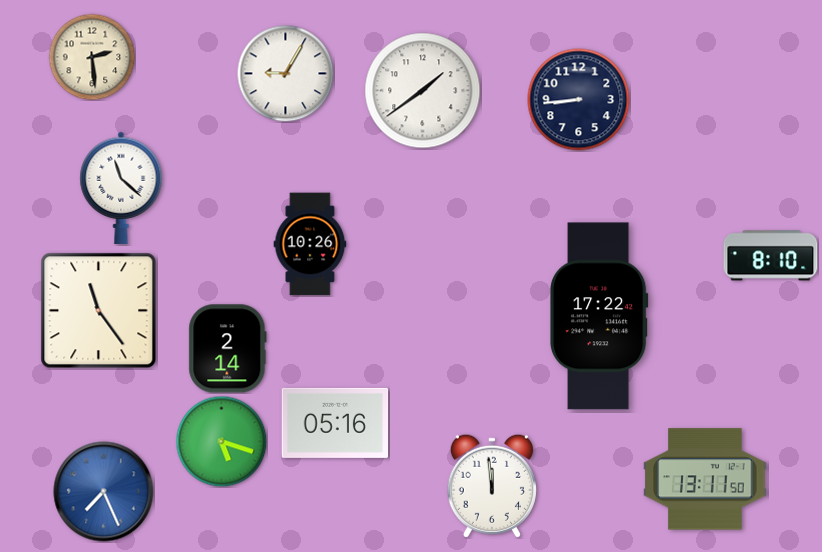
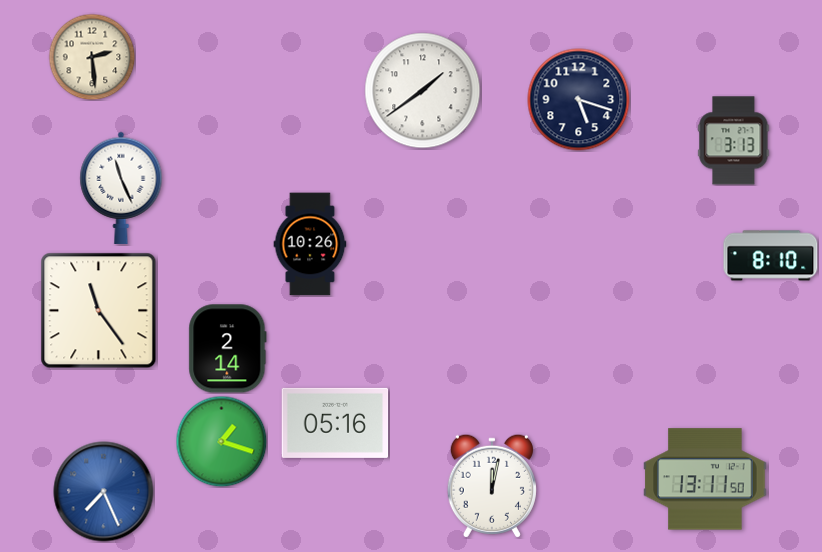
clock at (285, 73): 9:05 -> none
clock at (579, 100): 8:44 -> 5:18
clock at (734, 141): none -> 3:13
clock at (121, 188): 11:22 -> 11:26
clock at (600, 316): 17:22 -> none
clock at (221, 441): 5:18 -> 1:18
clock at (492, 486): 11:59 -> 12:02
